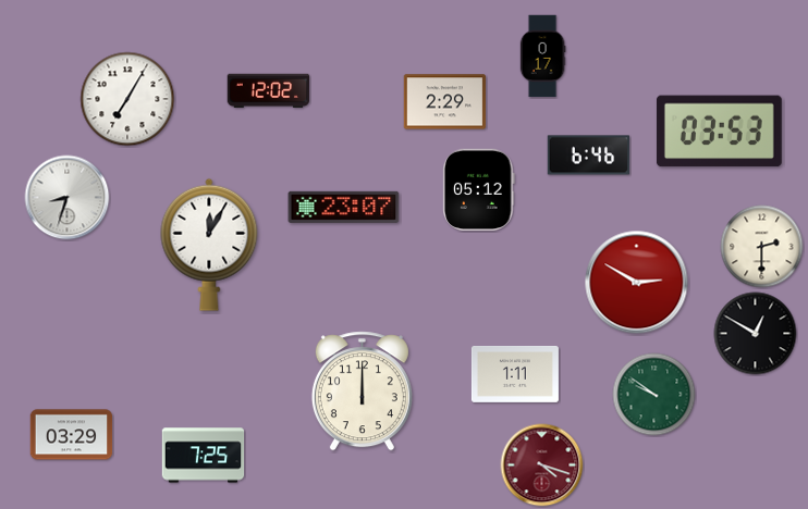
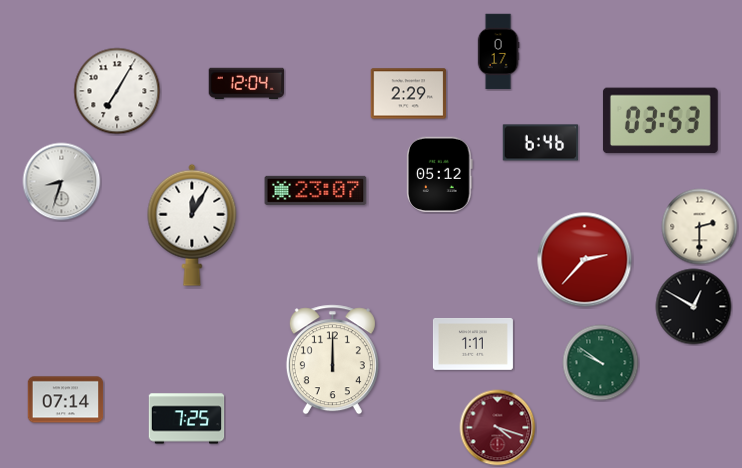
clock at (269, 91): 12:02 -> 12:04
clock at (637, 283): 2:50 -> 2:37
clock at (72, 435): 03:29 -> 07:14
